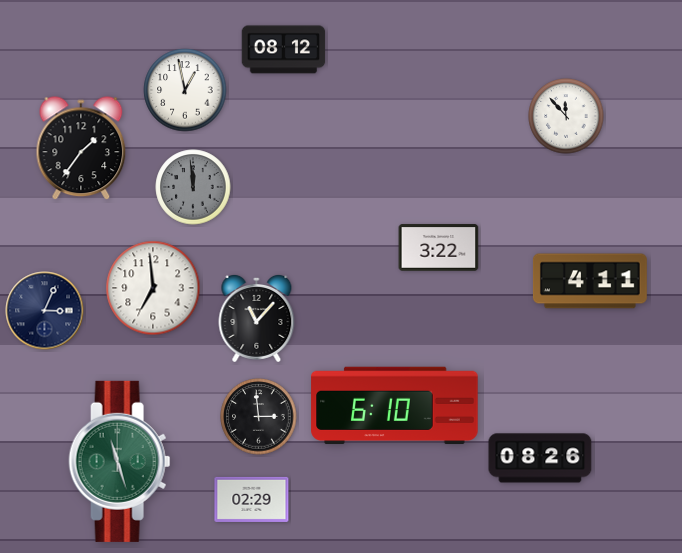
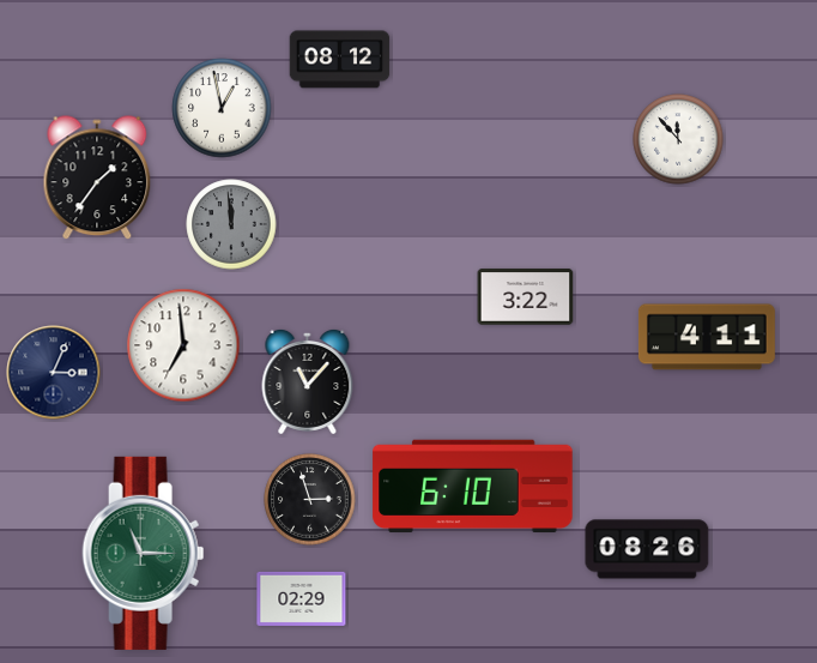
clock at (259, 417): 2:59 -> 2:57
clock at (120, 461): 11:27 -> 11:15
